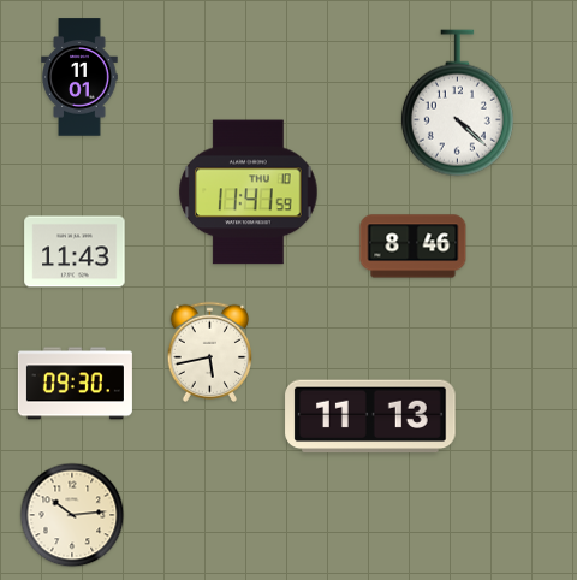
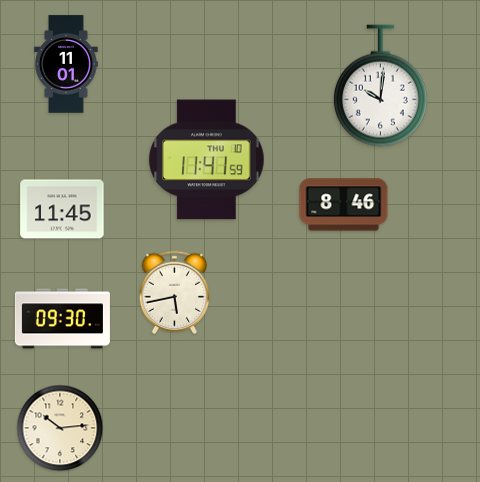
clock at (457, 103): 4:22 -> 10:01
clock at (75, 251): 11:43 -> 11:45
clock at (370, 416): 11:13 -> none
